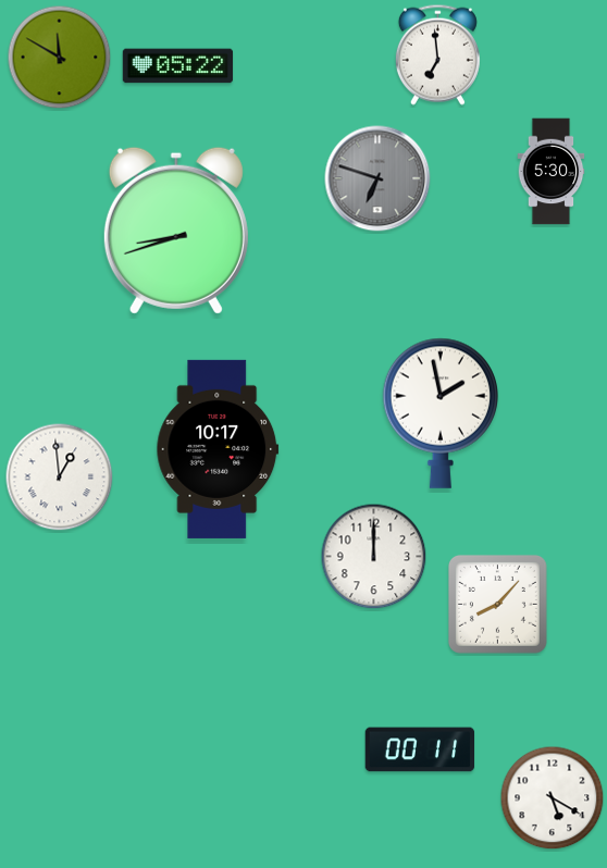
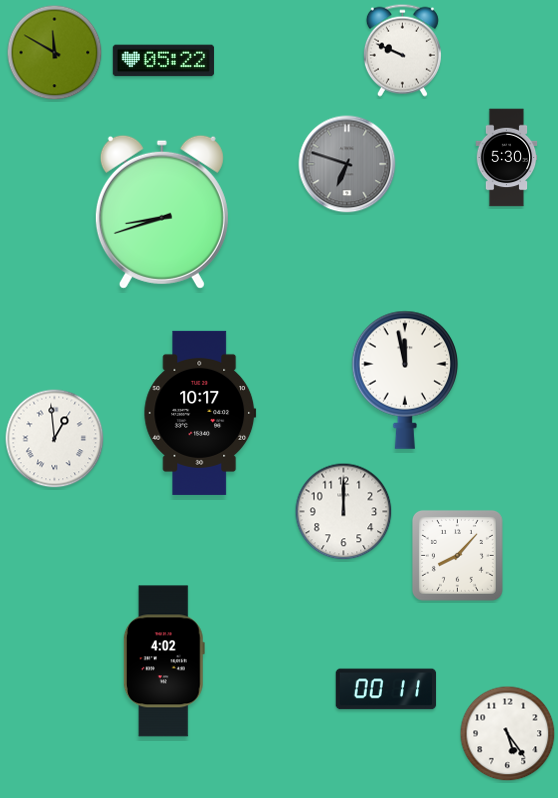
clock at (437, 54): 6:59 -> 9:49
clock at (439, 413): 1:58 -> 11:58
clock at (164, 661): none -> 4:02
clock at (553, 798): 5:20 -> 5:24
